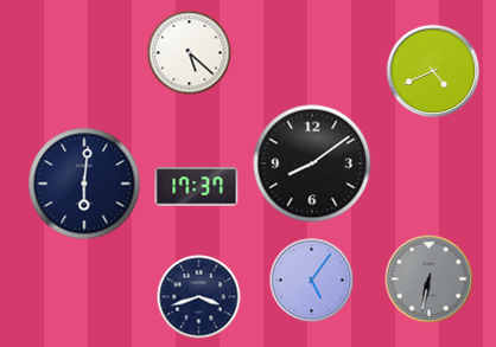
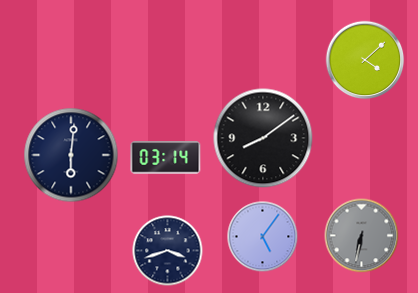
clock at (190, 53): 5:22 -> none
clock at (433, 71): 4:41 -> 4:08
clock at (197, 187): 17:37 -> 03:14
